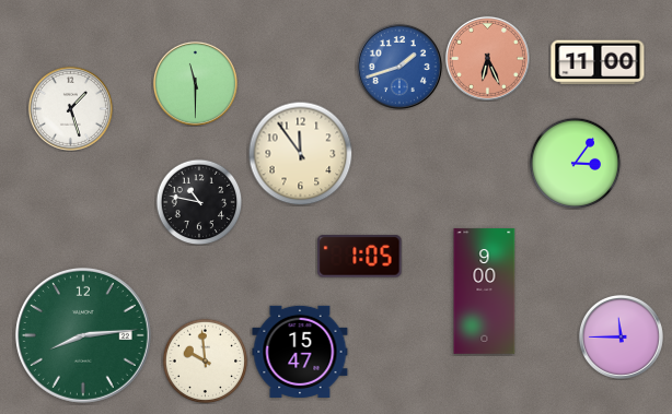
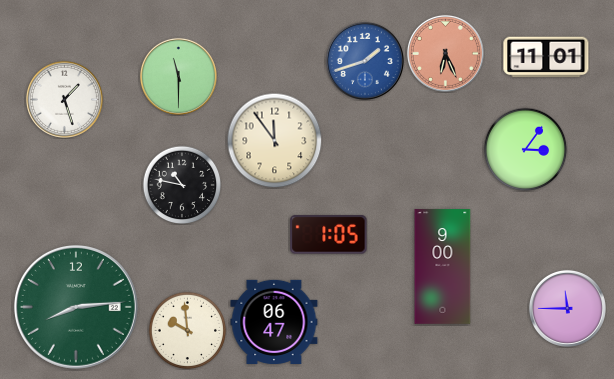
clock at (598, 62): 11:00 -> 11:01
clock at (300, 351): 15:47 -> 06:47
